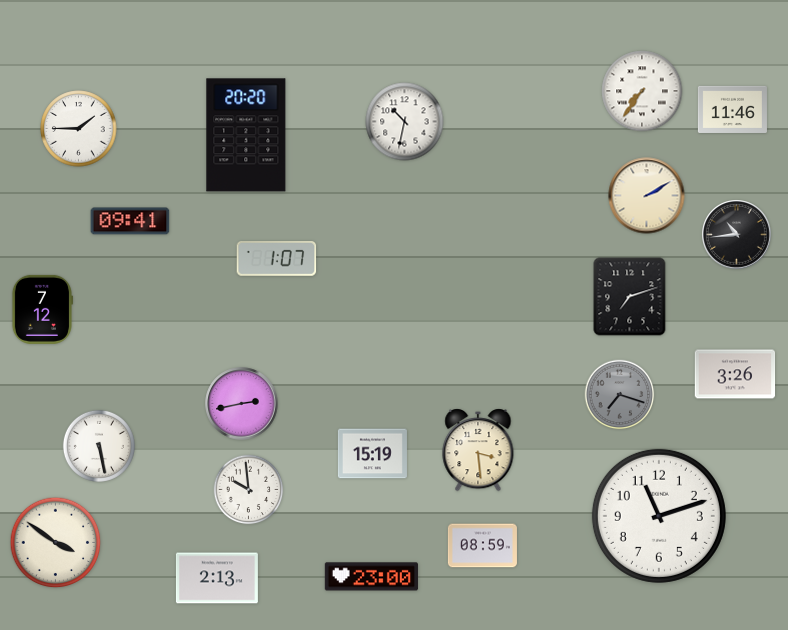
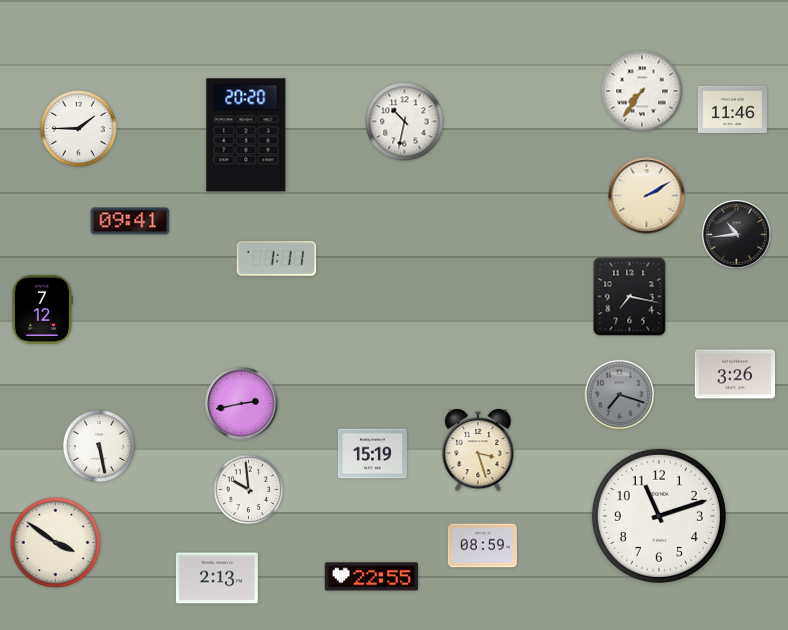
clock at (277, 259): 1:07 -> 1:11
clock at (630, 297): 7:12 -> 7:17
clock at (478, 450): 3:29 -> 3:27
clock at (371, 577): 23:00 -> 22:55
